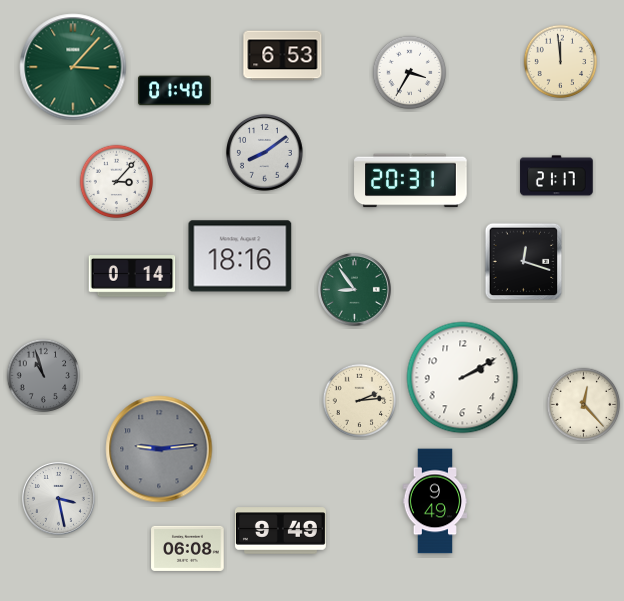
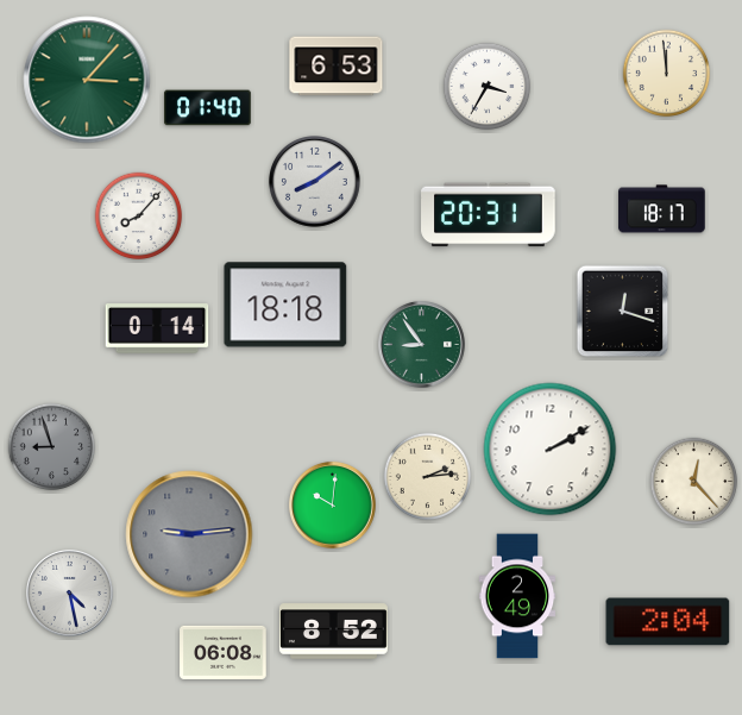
clock at (557, 176): 21:17 -> 18:17
clock at (117, 182): 3:07 -> 8:07
clock at (240, 256): 18:16 -> 18:18
clock at (44, 376): 10:57 -> 8:57
clock at (332, 504): none -> 10:01
clock at (58, 498): 3:28 -> 4:28
clock at (435, 501): 9:49 -> 2:49
clock at (668, 622): none -> 2:04
clock at (280, 531): 9:49 -> 8:52
